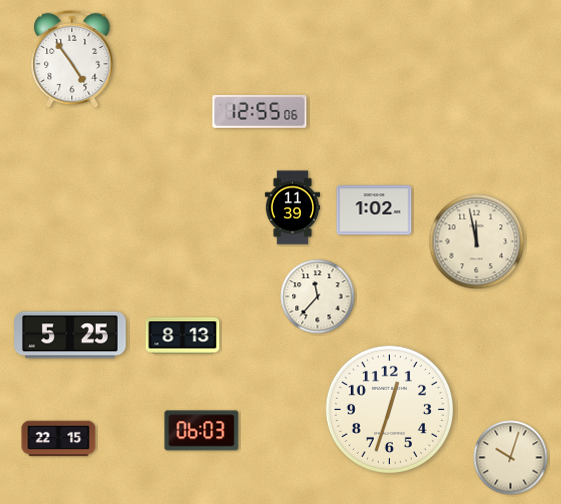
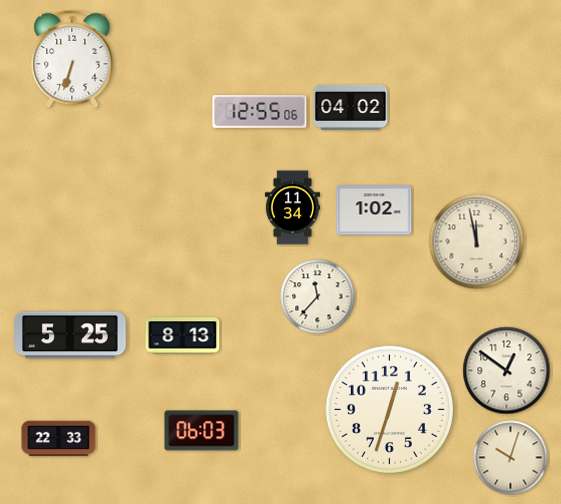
clock at (72, 59): 4:54 -> 6:33
clock at (351, 107): none -> 04:02
clock at (292, 208): 11:39 -> 11:34
clock at (507, 371): none -> 12:51
clock at (59, 439): 22:15 -> 22:33
